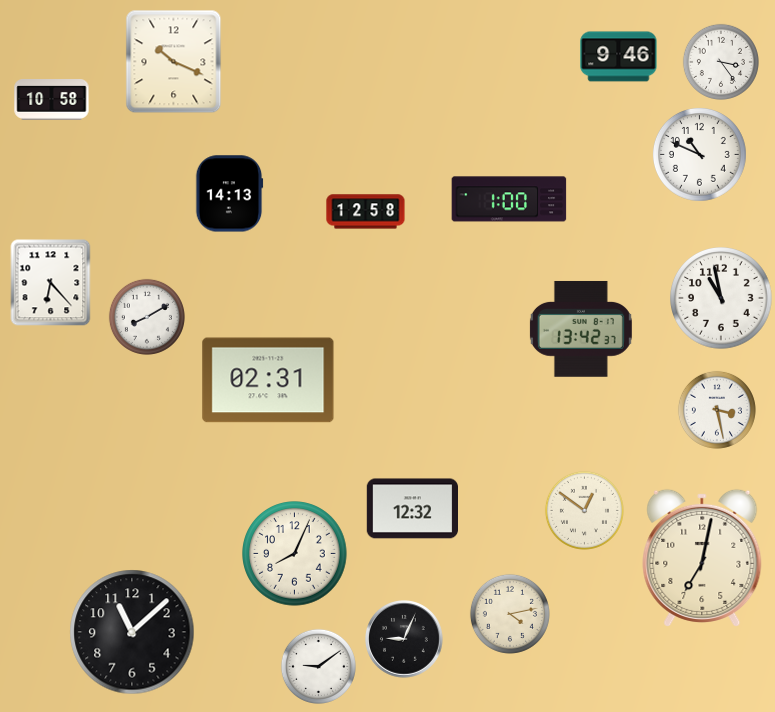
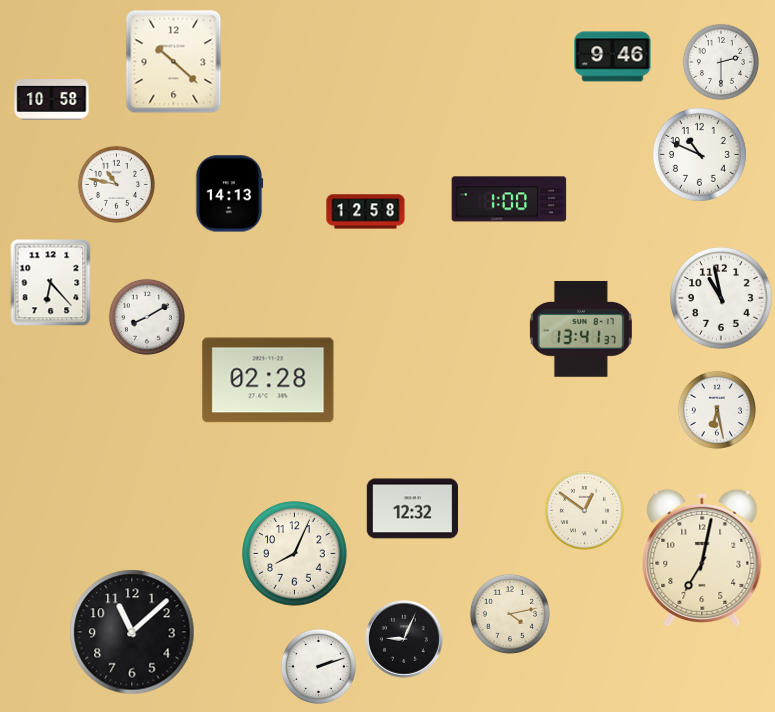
clock at (619, 57) position: (619, 57) -> (613, 57)
clock at (174, 62): 10:19 -> 10:22
clock at (721, 62): 3:24 -> 2:30
clock at (116, 184): none -> 10:47
clock at (581, 329): 13:42 -> 13:41
clock at (268, 380): 02:31 -> 02:28
clock at (717, 410): 3:28 -> 6:28
clock at (318, 666): 9:09 -> 2:12
